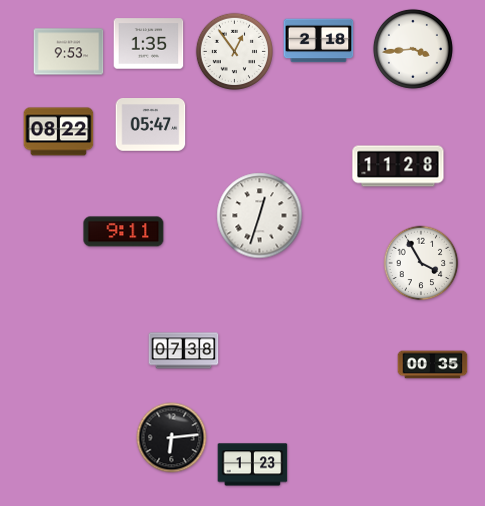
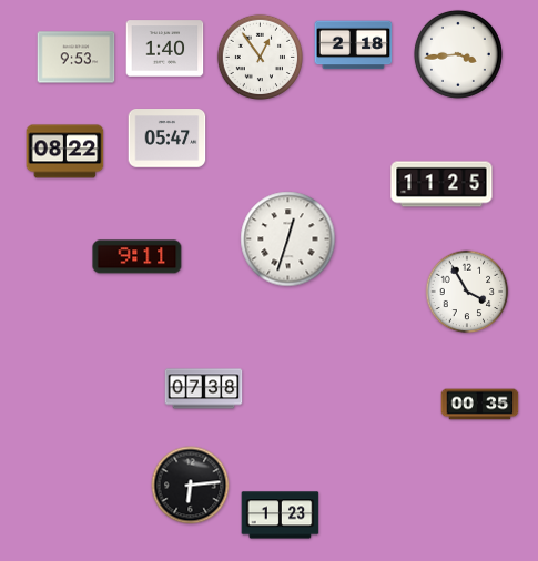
clock at (149, 44): 1:35 -> 1:40
clock at (59, 132) position: (59, 132) -> (65, 152)
clock at (398, 166): 11:28 -> 11:25
